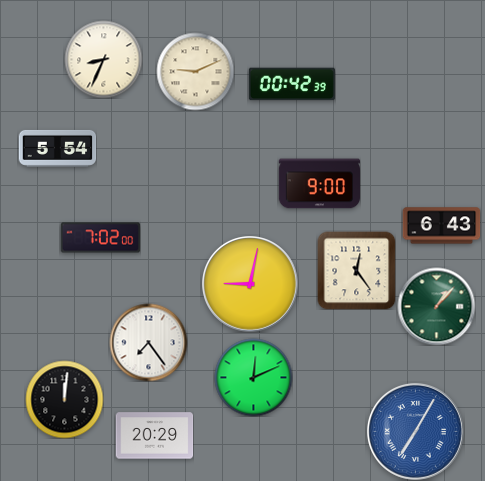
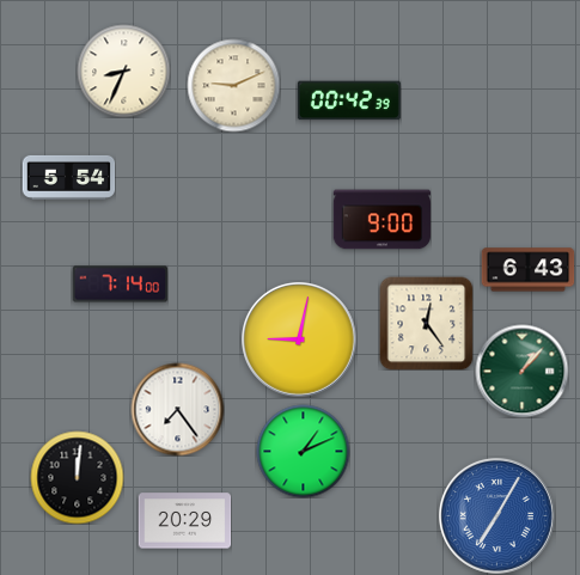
clock at (100, 238): 7:02 -> 7:14
clock at (436, 306) position: (436, 306) -> (521, 371)
clock at (253, 377): 12:11 -> 1:11
